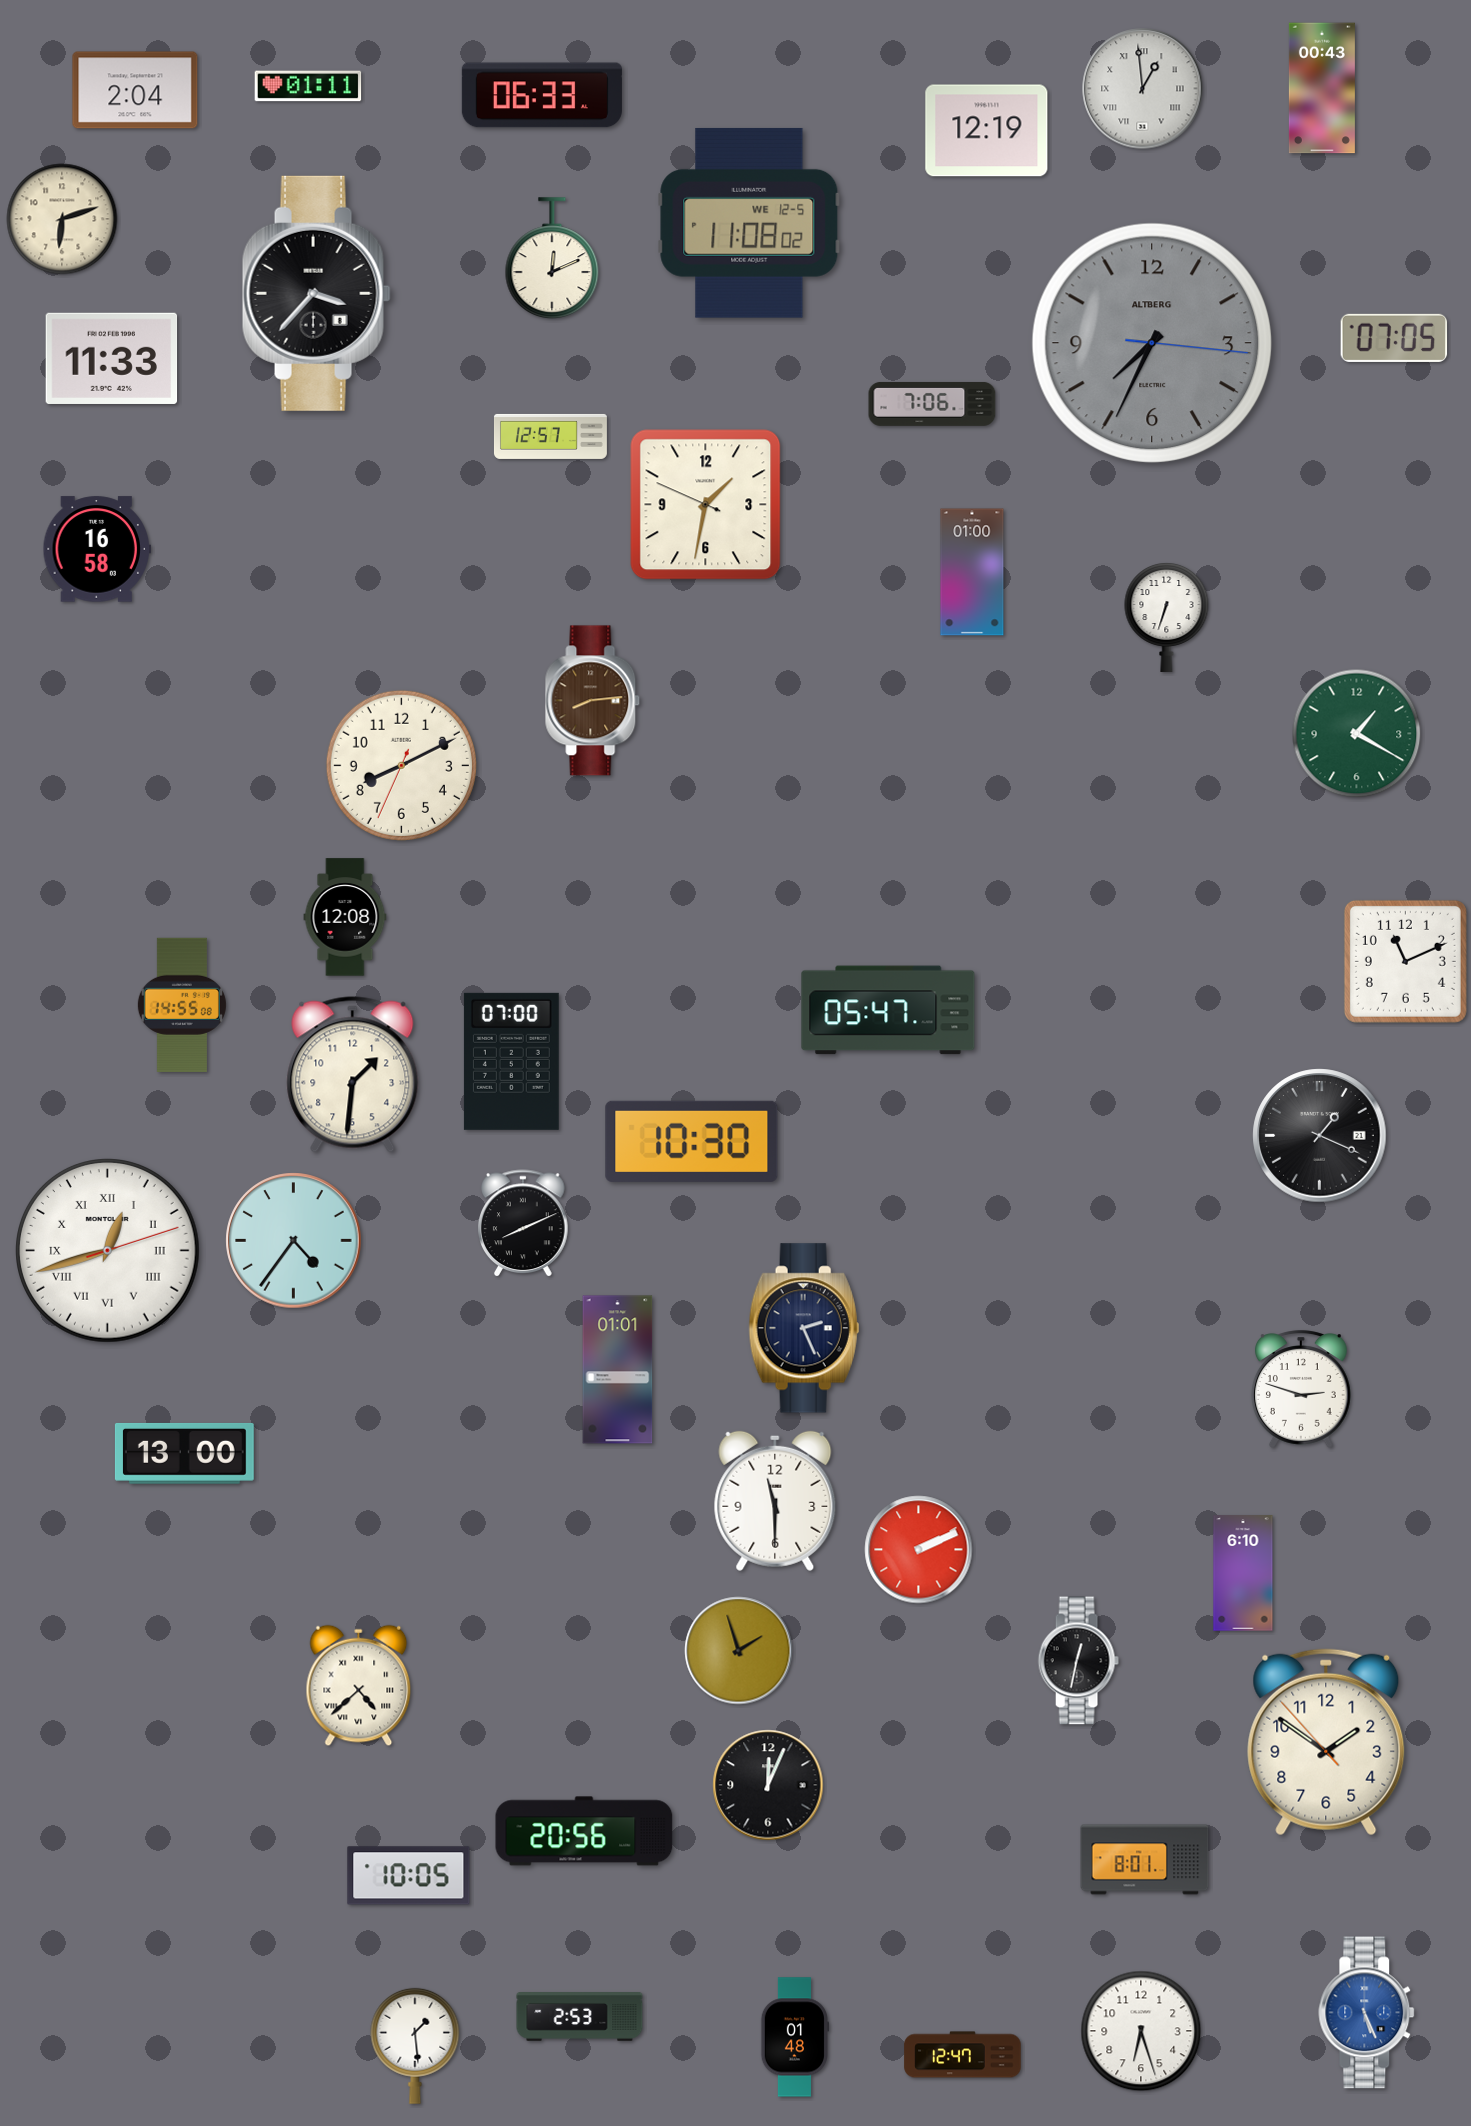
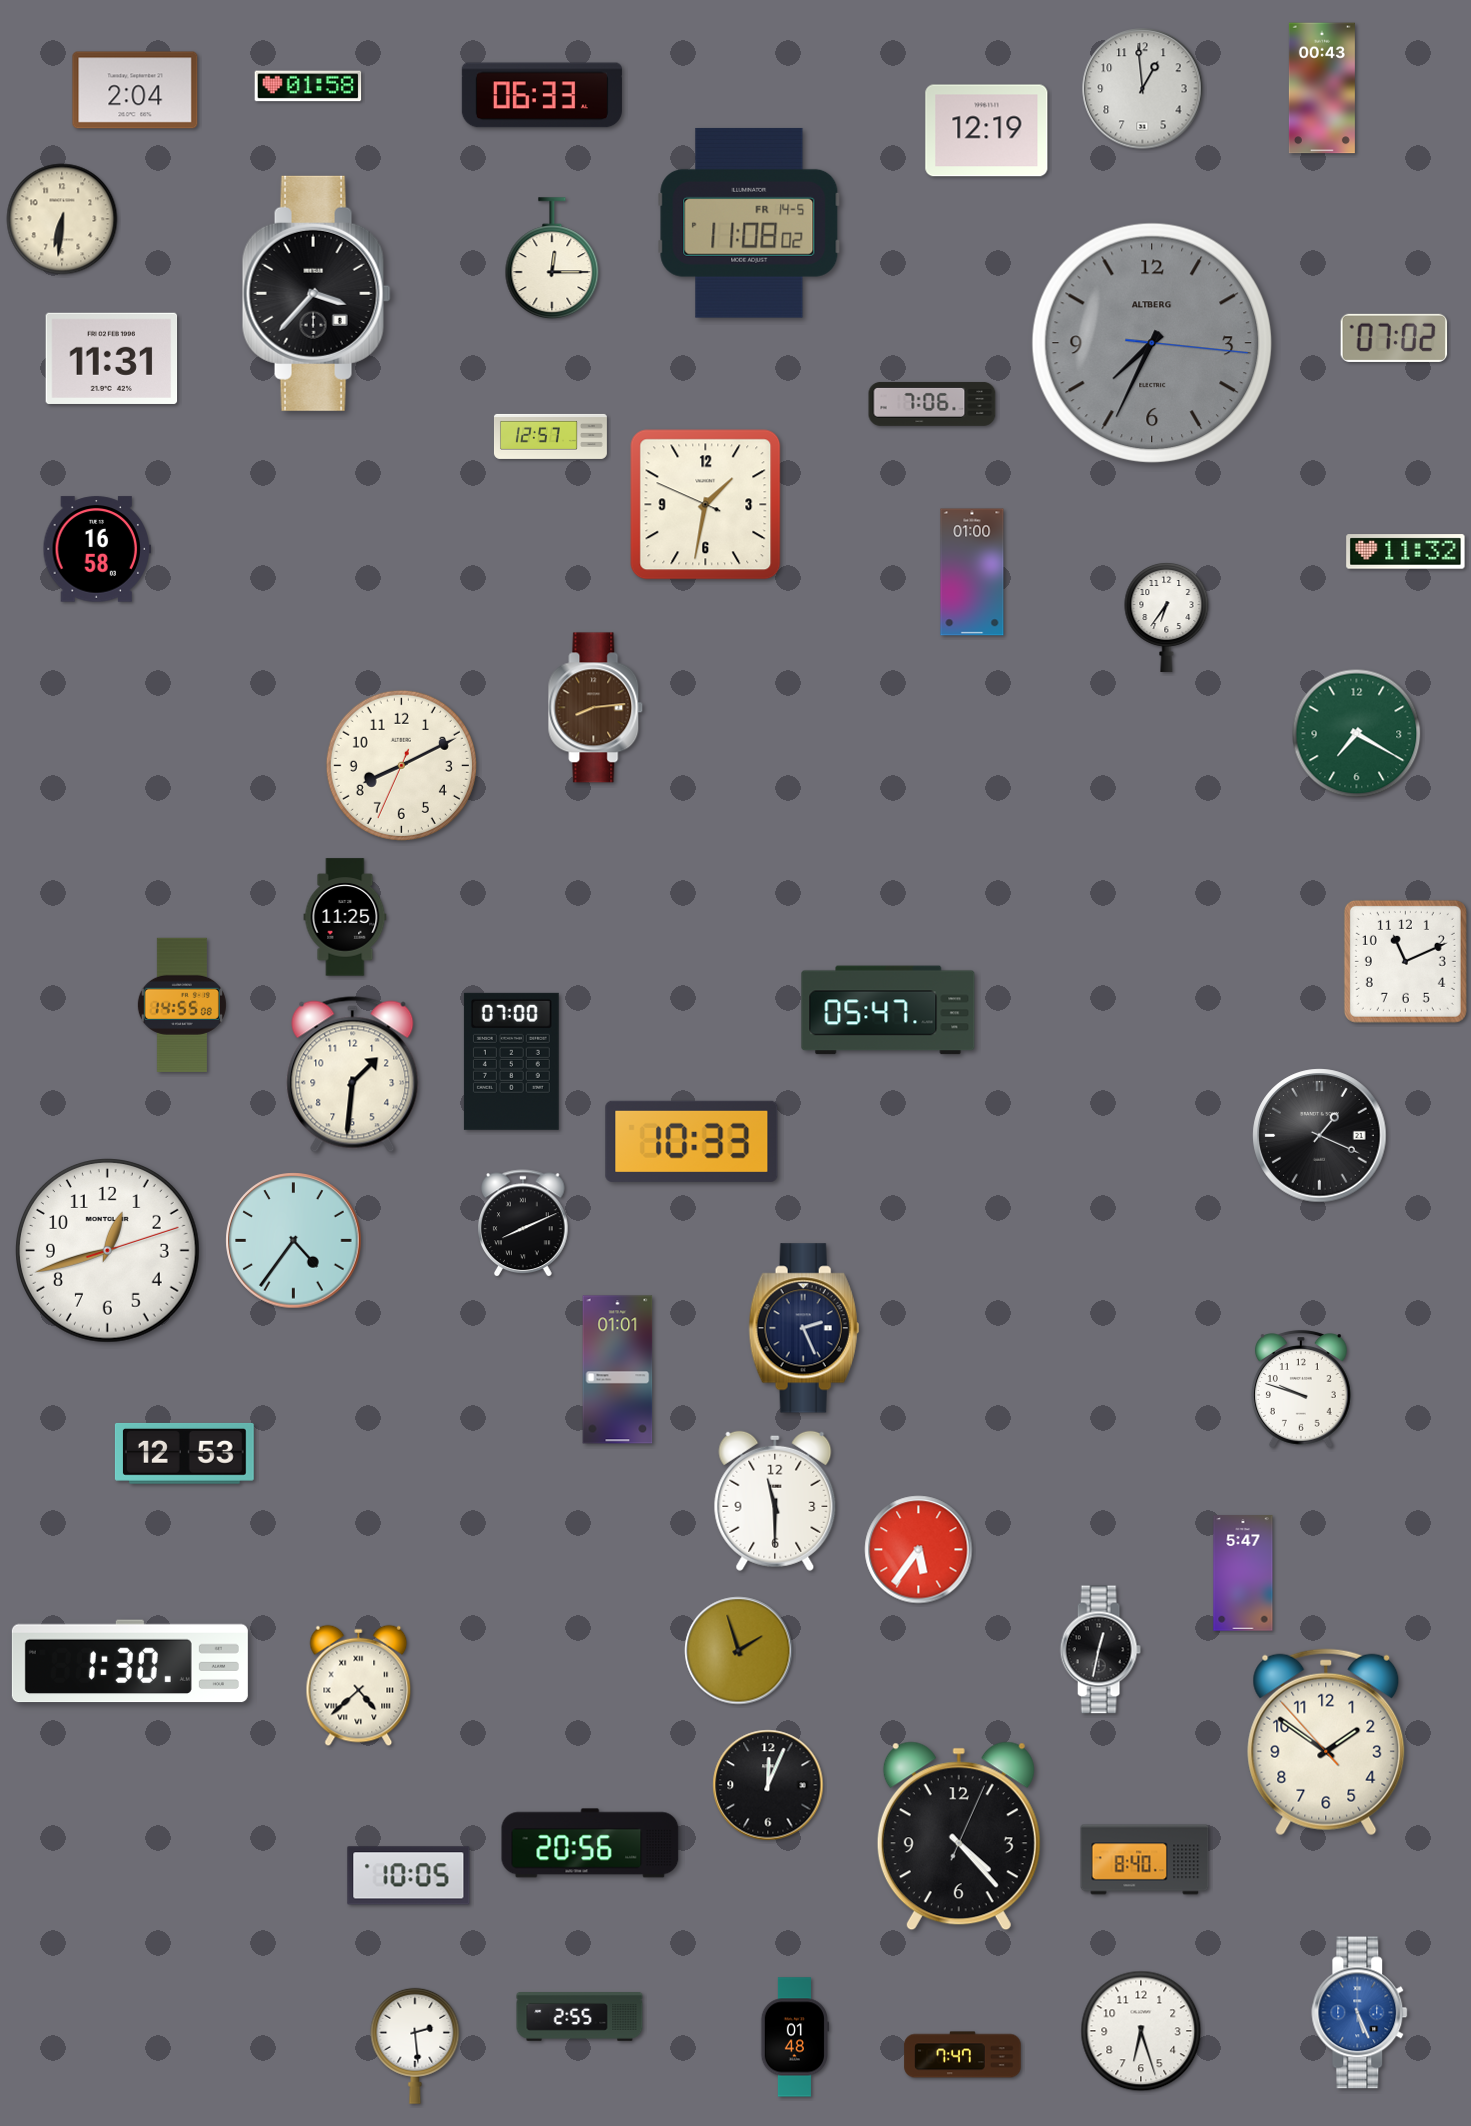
clock at (308, 86): 01:11 -> 01:58
clock at (1143, 89) numerals: Roman -> Arabic
clock at (62, 219): 6:12 -> 6:31
clock at (749, 223) date: WE 12-5 -> FR 14-5
clock at (552, 259): 12:11 -> 12:15
clock at (1394, 338): 07:05 -> 07:02
clock at (112, 358): 11:33 -> 11:31
clock at (1406, 552): none -> 11:32
clock at (1167, 618): 6:33 -> 6:36
clock at (593, 701) position: (593, 701) -> (596, 708)
clock at (1357, 734): 1:20 -> 7:20
clock at (345, 917): 12:08 -> 11:25
clock at (692, 1141): 10:30 -> 10:33
clock at (108, 1251) numerals: Roman -> Arabic
clock at (1301, 1389): 2:48 -> 9:48
clock at (184, 1453): 13:00 -> 12:53
clock at (919, 1550): 2:11 -> 5:36
clock at (1243, 1573): 6:10 -> 5:47
clock at (130, 1661): none -> 1:30
clock at (1078, 1661) position: (1078, 1661) -> (1100, 1650)
clock at (584, 1831) position: (584, 1831) -> (590, 1843)
clock at (959, 1836): none -> 4:23
clock at (1145, 1860): 8:01 -> 8:40
clock at (1367, 2013) position: (1367, 2013) -> (1360, 2013)
clock at (580, 2017): 2:53 -> 2:55
clock at (415, 2046): 1:29 -> 2:29
clock at (963, 2055): 12:47 -> 7:47
